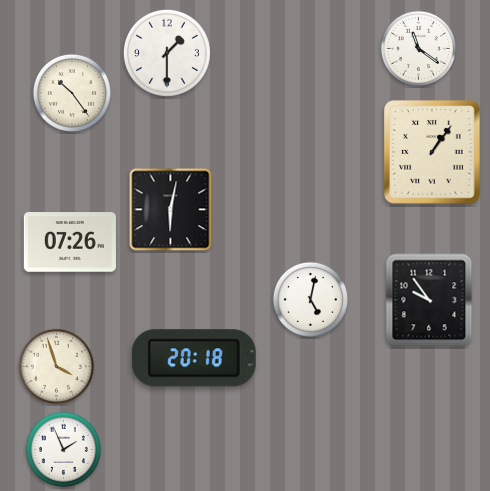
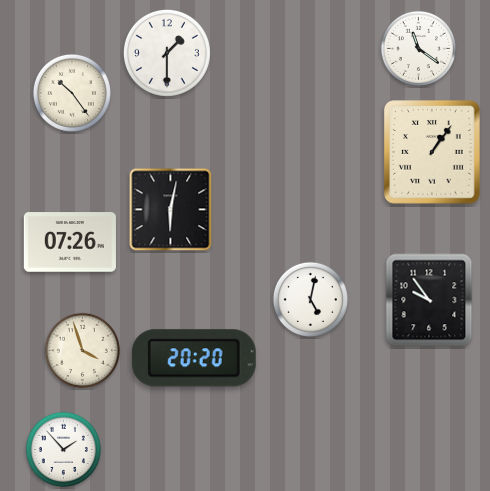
clock at (194, 358): 20:18 -> 20:20
clock at (56, 366) position: (56, 366) -> (82, 350)
clock at (63, 449): 1:56 -> 1:53
